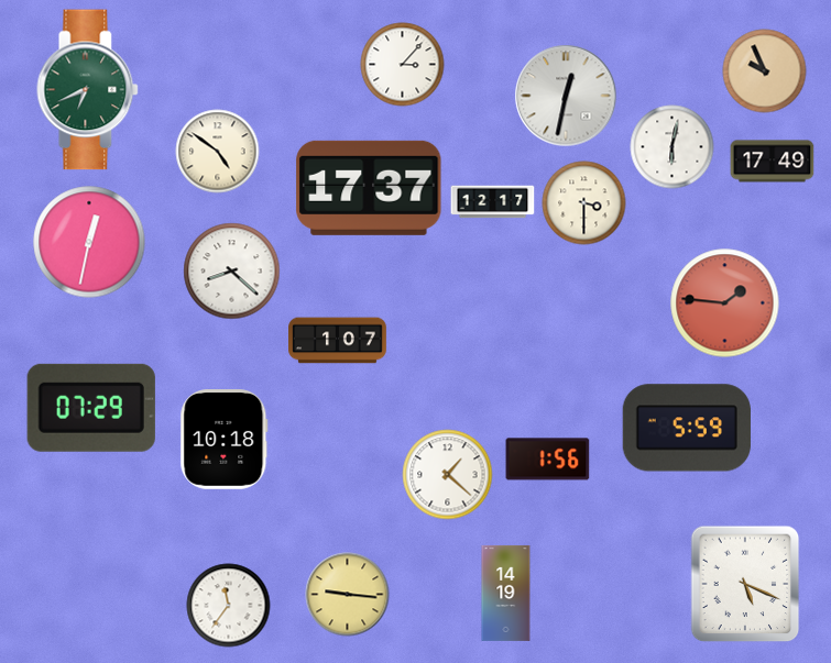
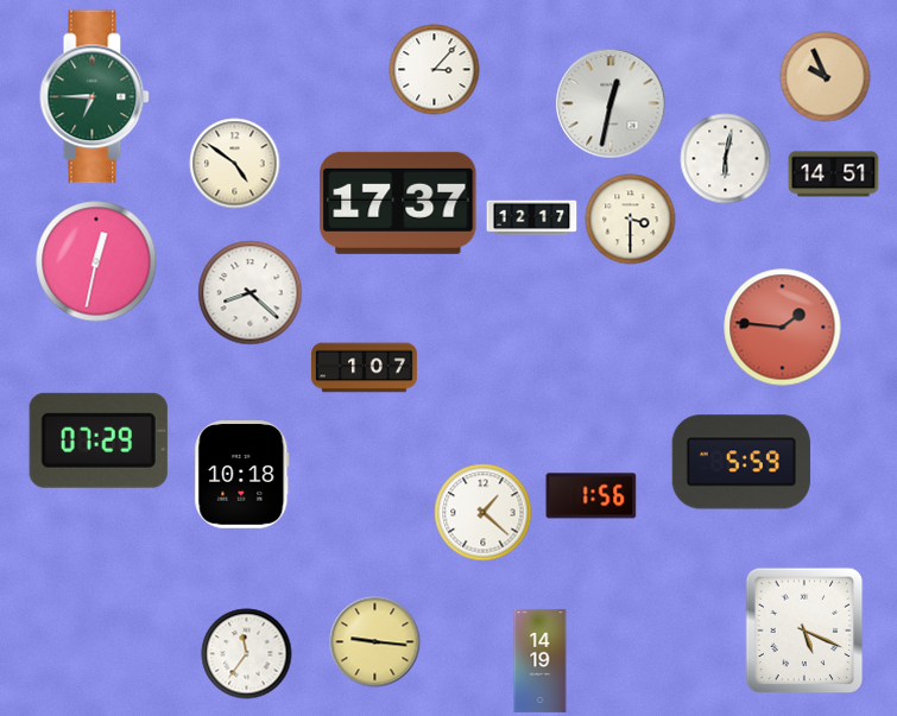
clock at (88, 90): 6:41 -> 6:45
clock at (773, 162): 17:49 -> 14:51
clock at (506, 593) position: (506, 593) -> (541, 660)
